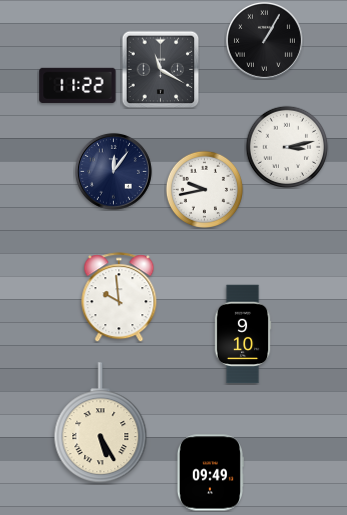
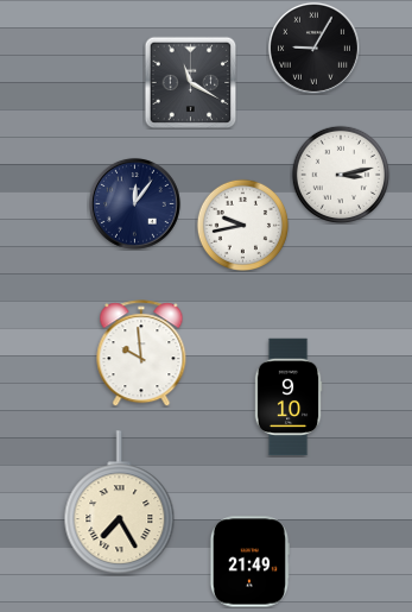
clock at (264, 40): 1:05 -> 9:05
clock at (78, 85): 11:22 -> none
clock at (101, 423): 5:25 -> 7:25
clock at (210, 473): 09:49 -> 21:49
